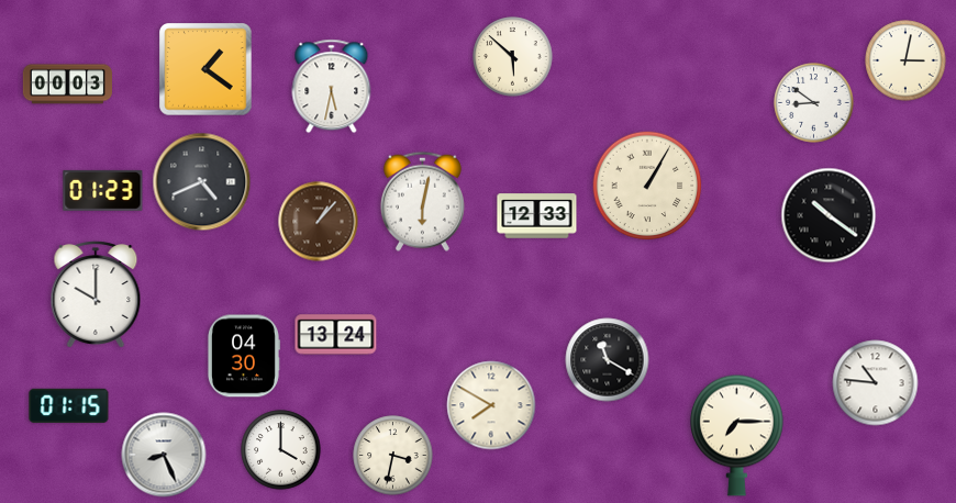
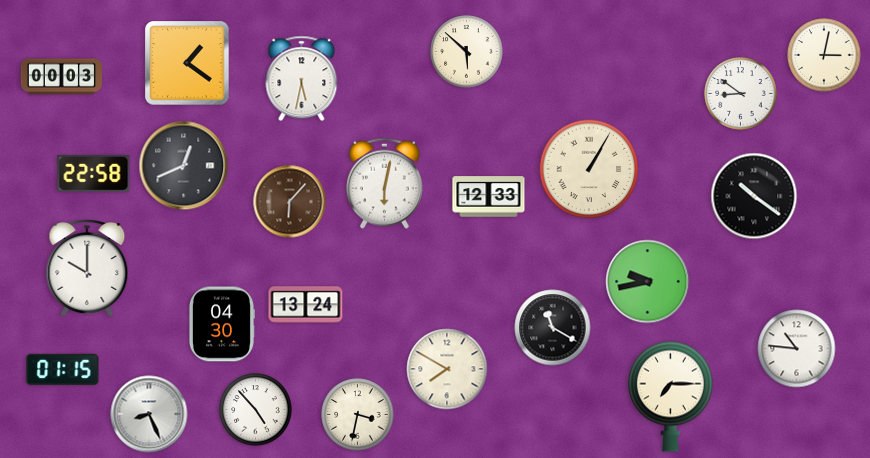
clock at (202, 182): 4:41 -> 12:41
clock at (103, 190): 01:23 -> 22:58
clock at (319, 222): 1:07 -> 6:07
clock at (648, 282): none -> 9:43
clock at (281, 450): 4:00 -> 4:53
